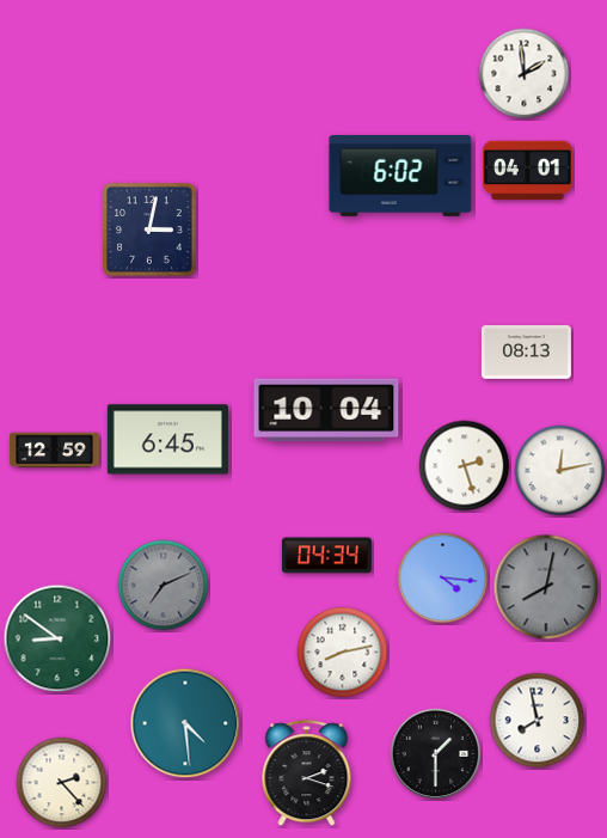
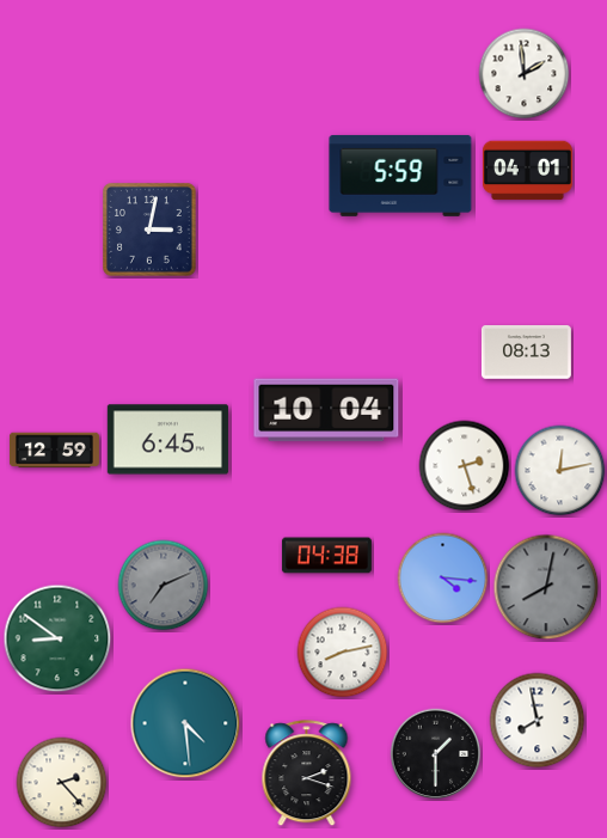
clock at (400, 176): 6:02 -> 5:59
clock at (326, 556): 04:34 -> 04:38
